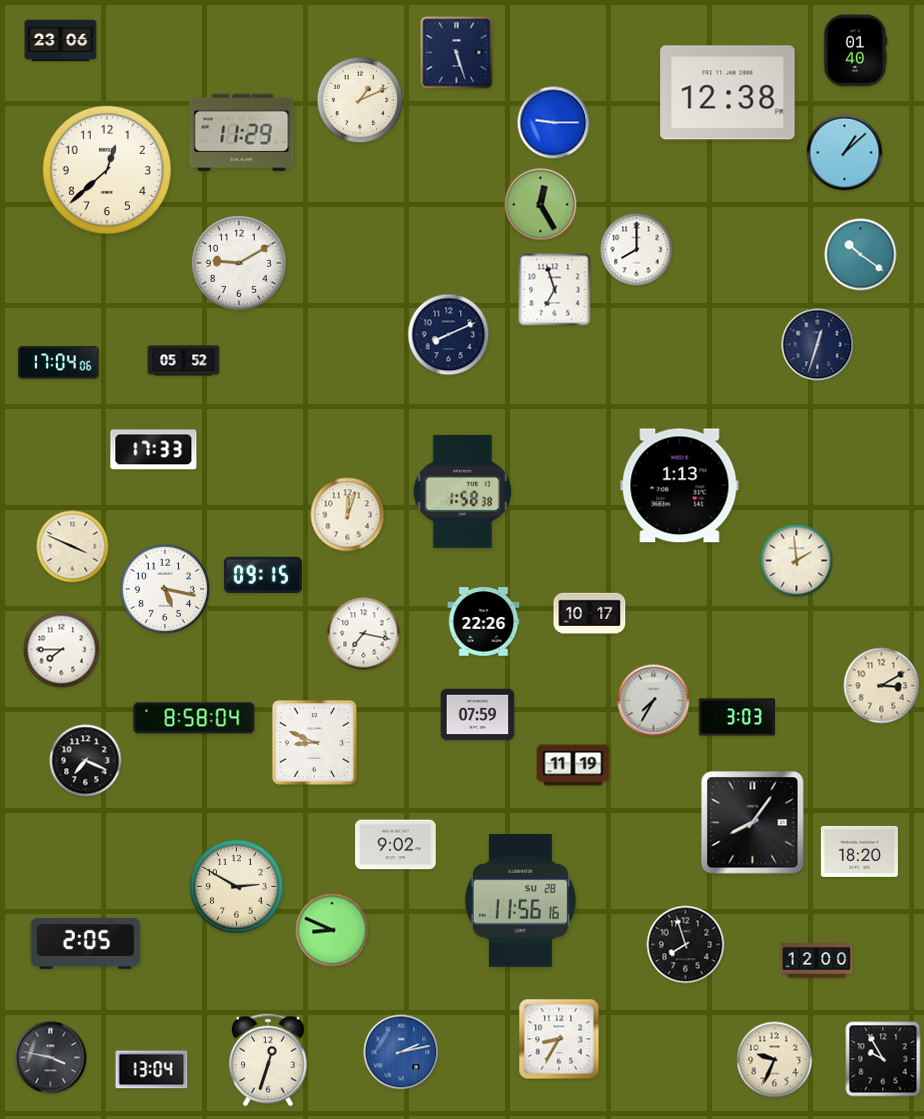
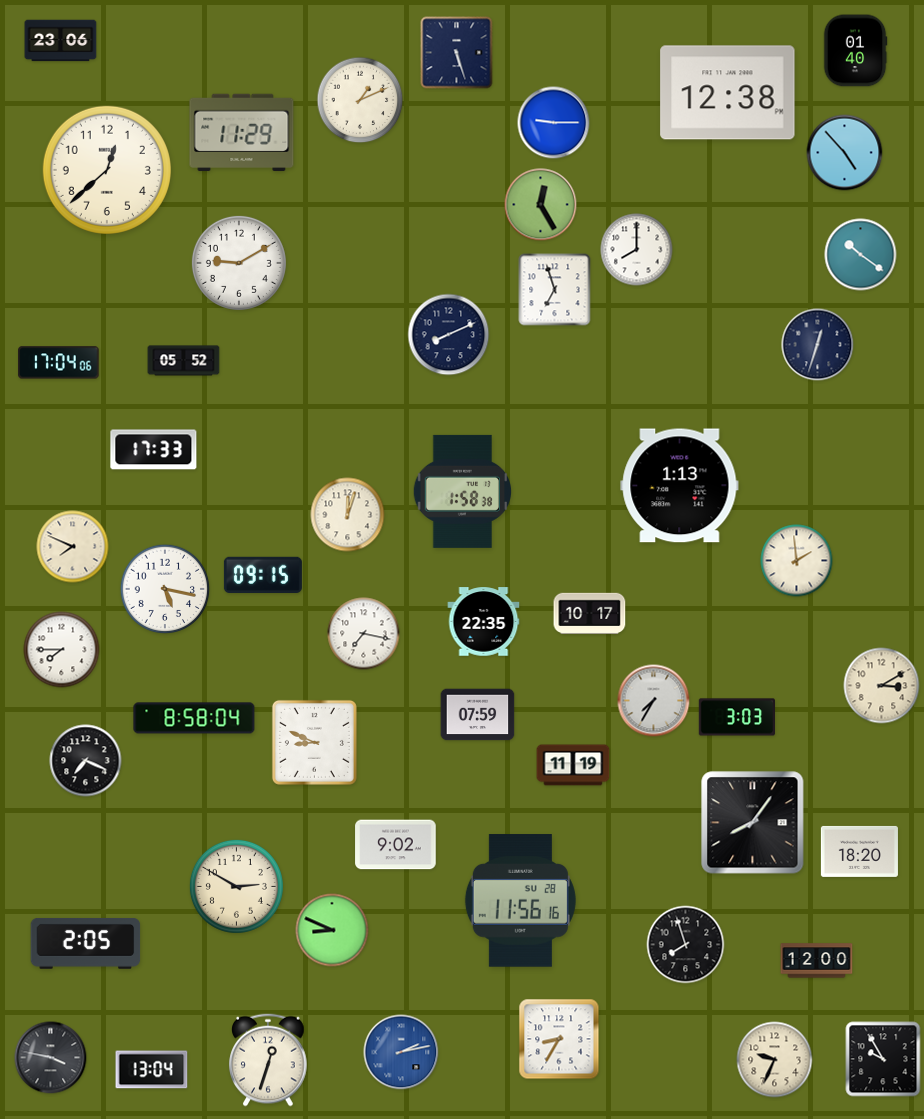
clock at (845, 153): 1:08 -> 4:53
clock at (73, 547): 3:49 -> 7:49
clock at (484, 622): 22:26 -> 22:35
